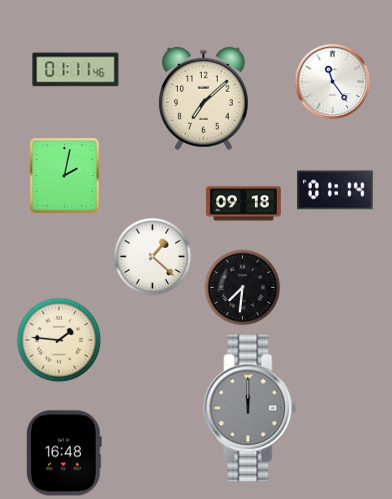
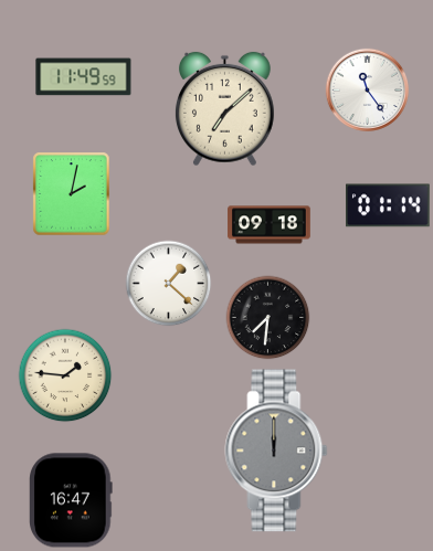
clock at (76, 70): 01:11 -> 11:49
clock at (336, 190) position: (336, 190) -> (389, 205)
clock at (64, 453): 16:48 -> 16:47
